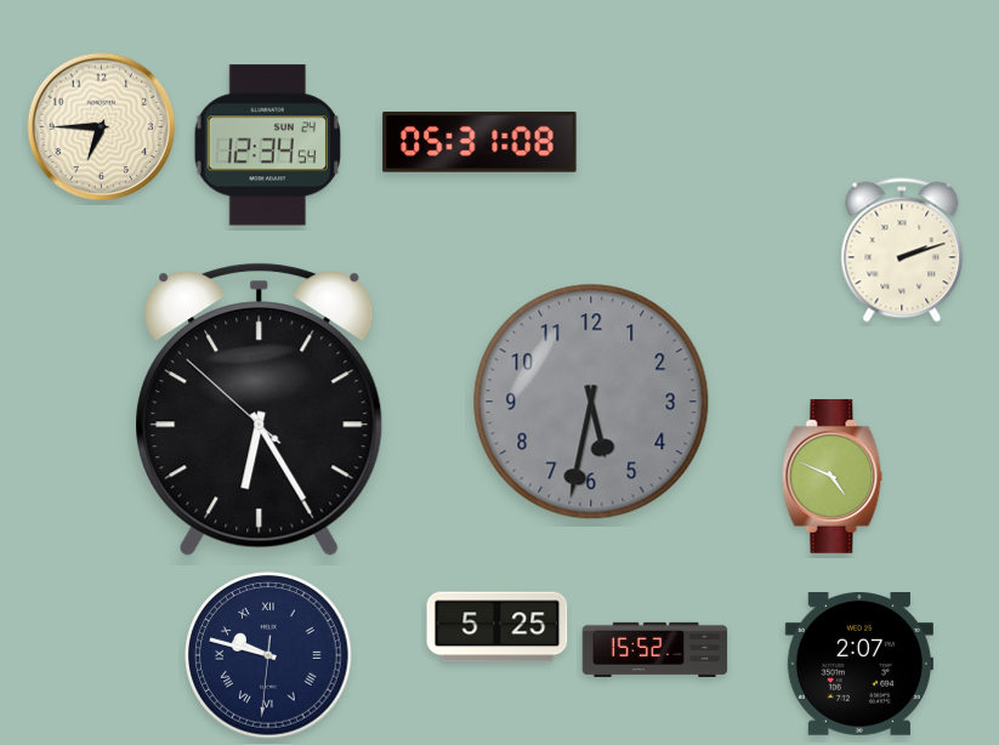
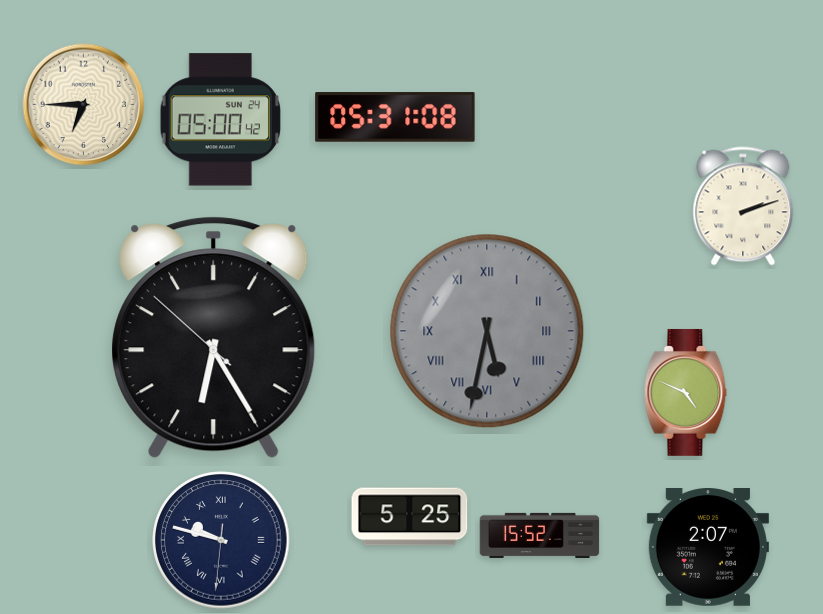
clock at (267, 146): 12:34 -> 05:00
clock at (591, 402) numerals: Arabic -> Roman
